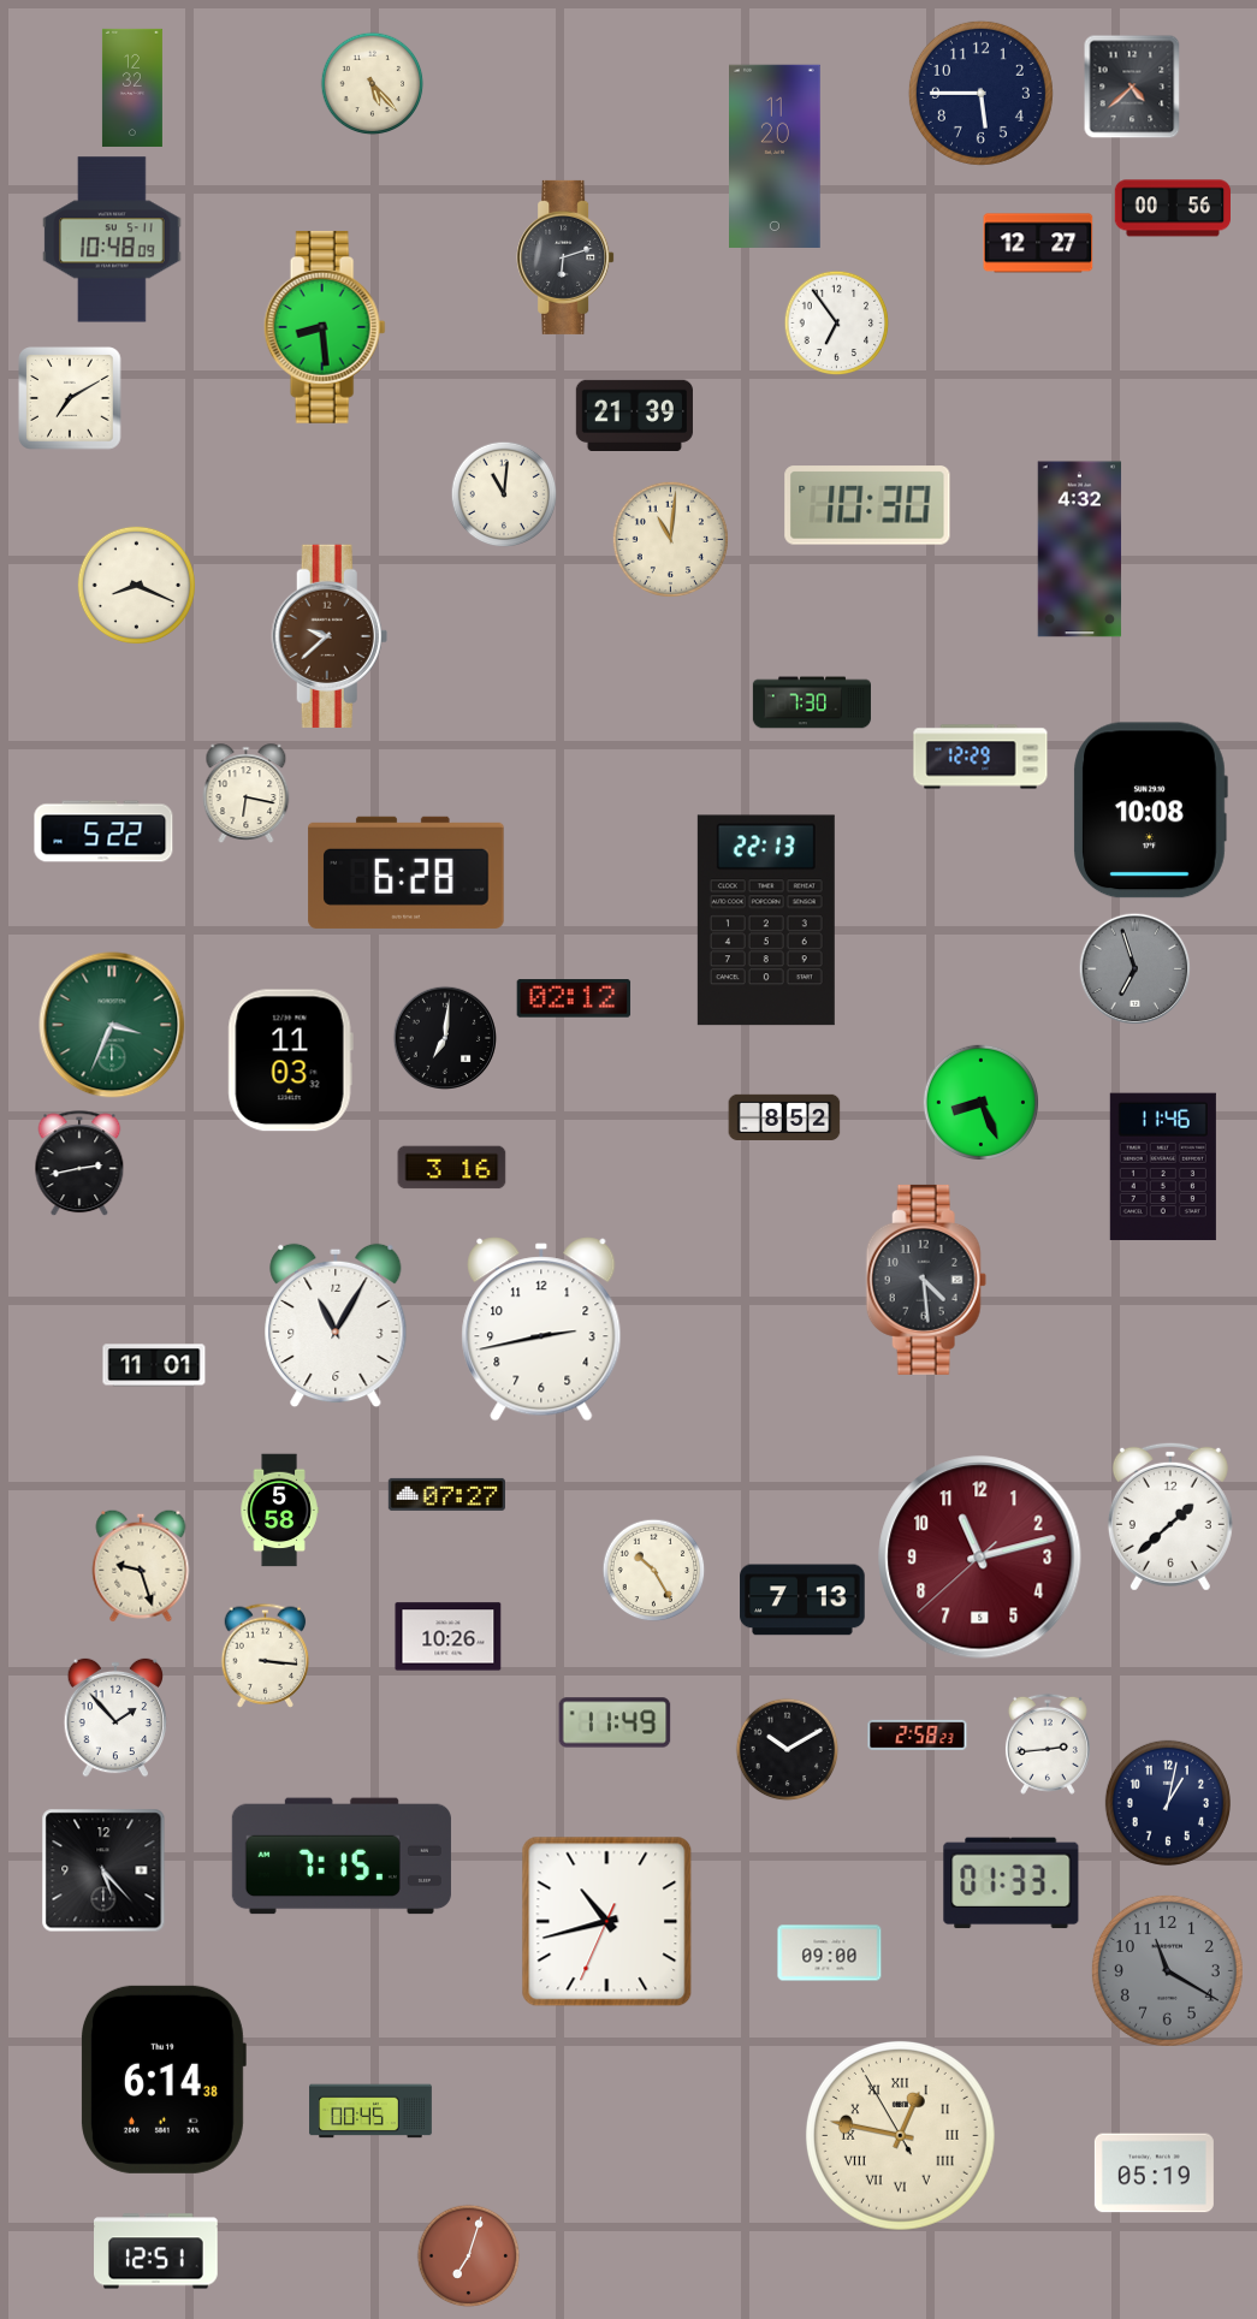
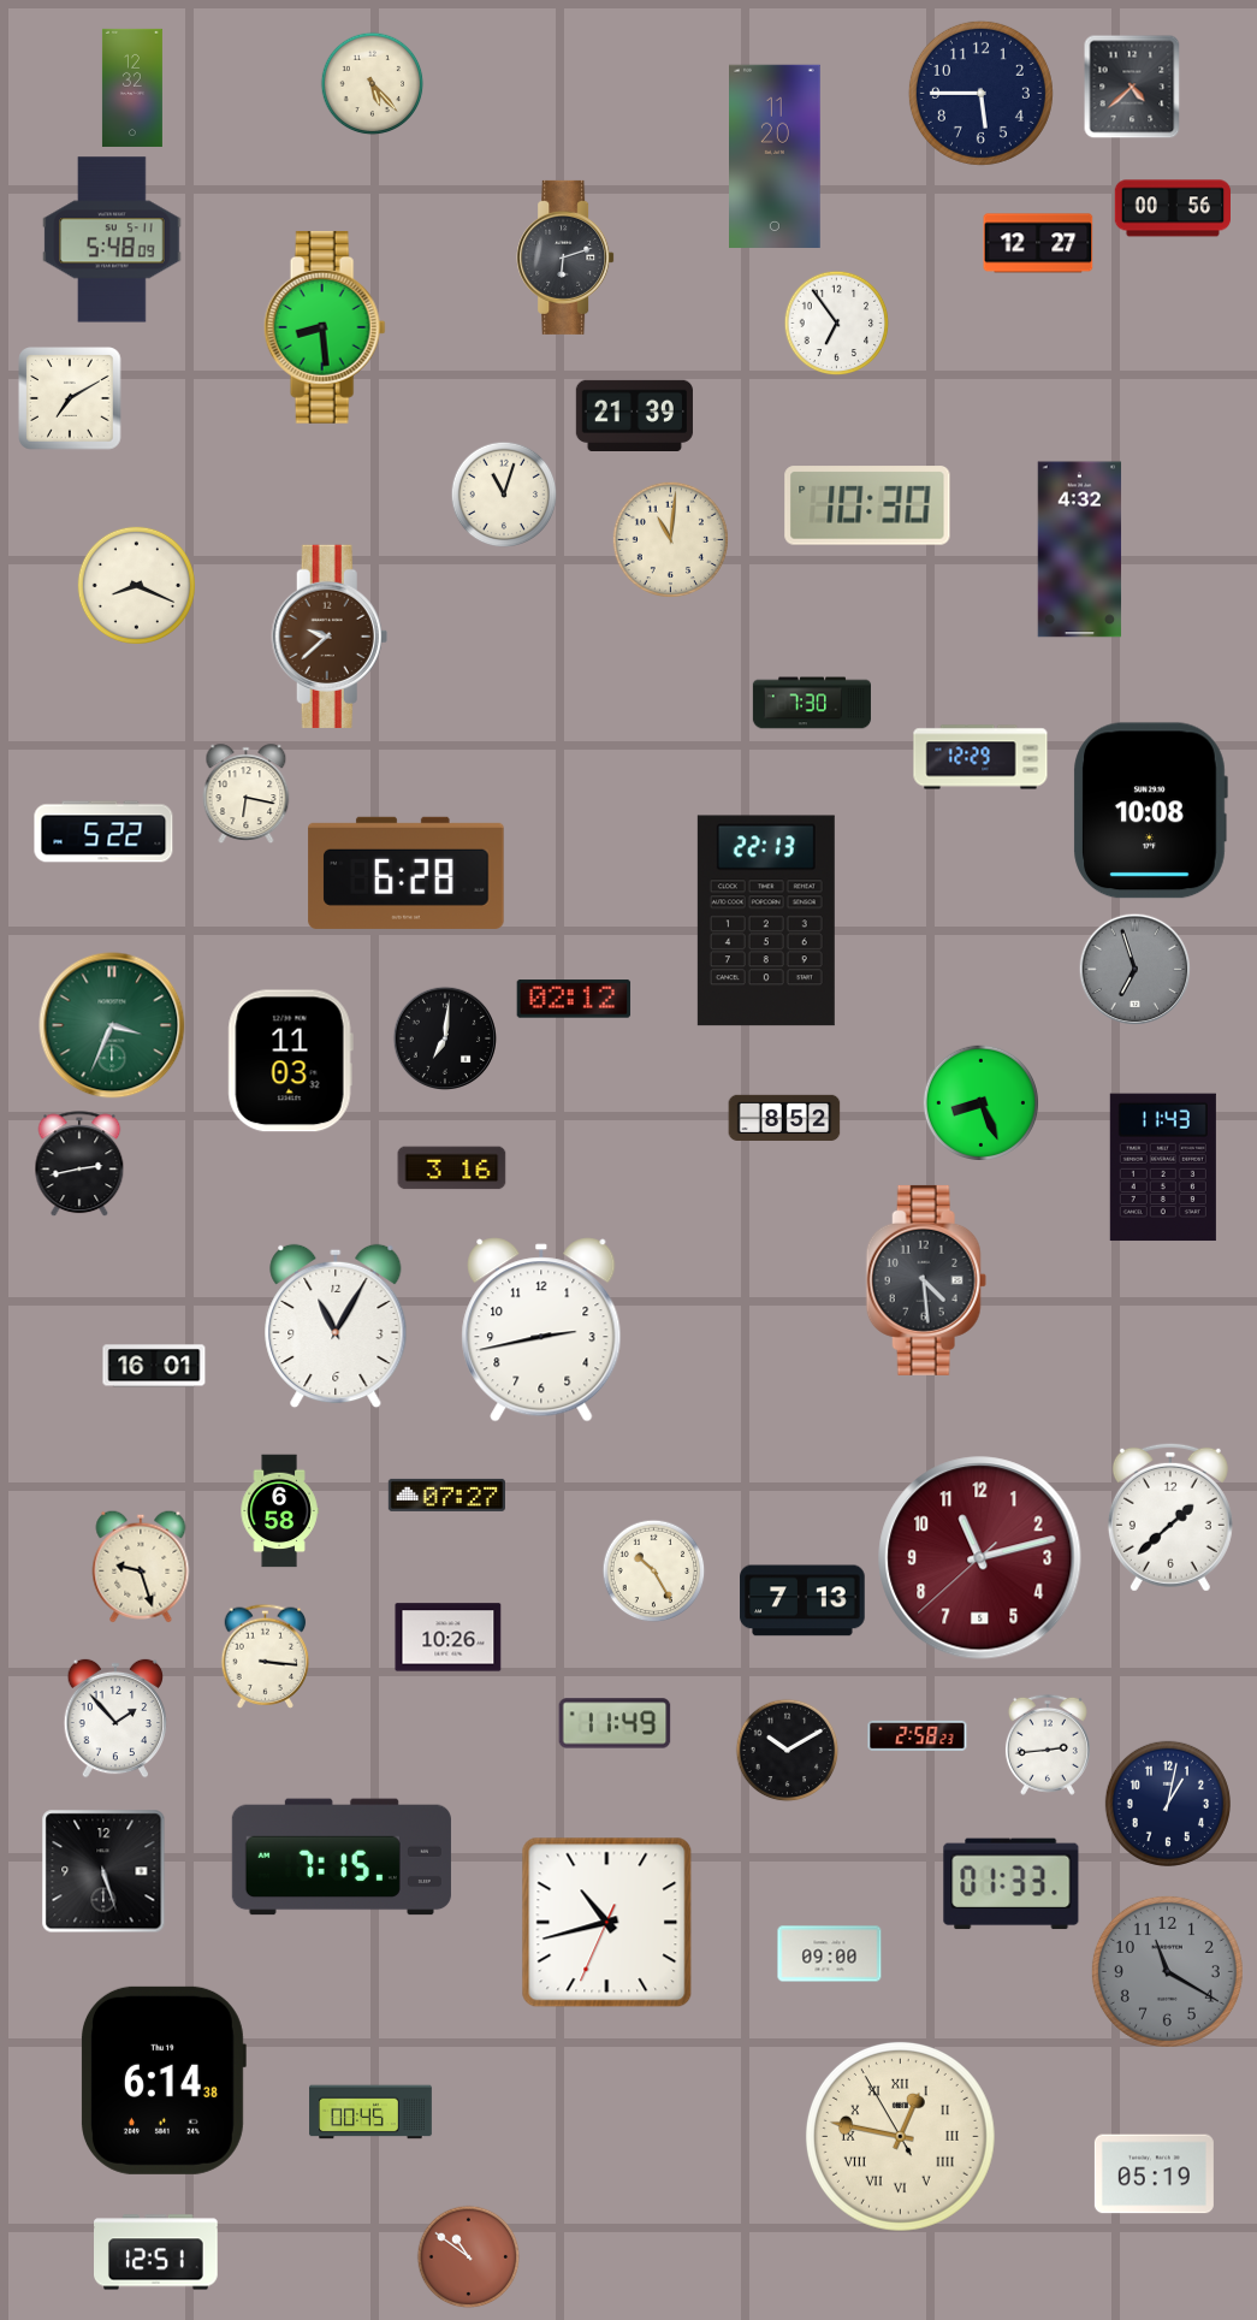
clock at (112, 239): 10:48 -> 5:48
clock at (504, 494): 11:01 -> 11:03
clock at (1163, 1167): 11:46 -> 11:43
clock at (154, 1365): 11:01 -> 16:01
clock at (279, 1511): 5:58 -> 6:58
clock at (103, 1870): 5:23 -> 5:27
clock at (469, 2256): 7:03 -> 10:51
